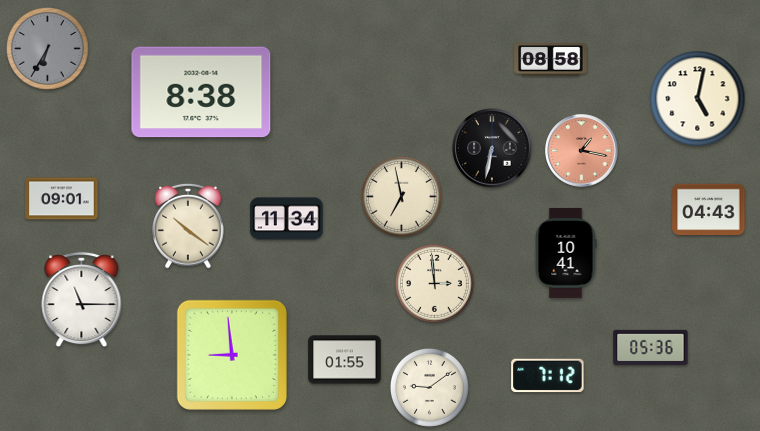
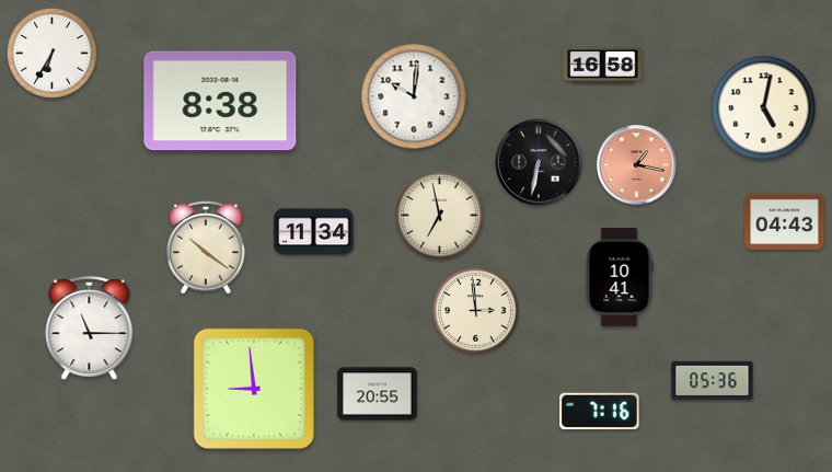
clock at (48, 49) dial: grey -> white
clock at (551, 60): 08:58 -> 16:58
clock at (414, 96): none -> 10:01
clock at (62, 199): 09:01 -> none
clock at (709, 210) position: (709, 210) -> (785, 222)
clock at (287, 219) position: (287, 219) -> (314, 232)
clock at (345, 360): 01:55 -> 20:55
clock at (548, 376): 7:12 -> 7:16
clock at (429, 387): 9:09 -> none
